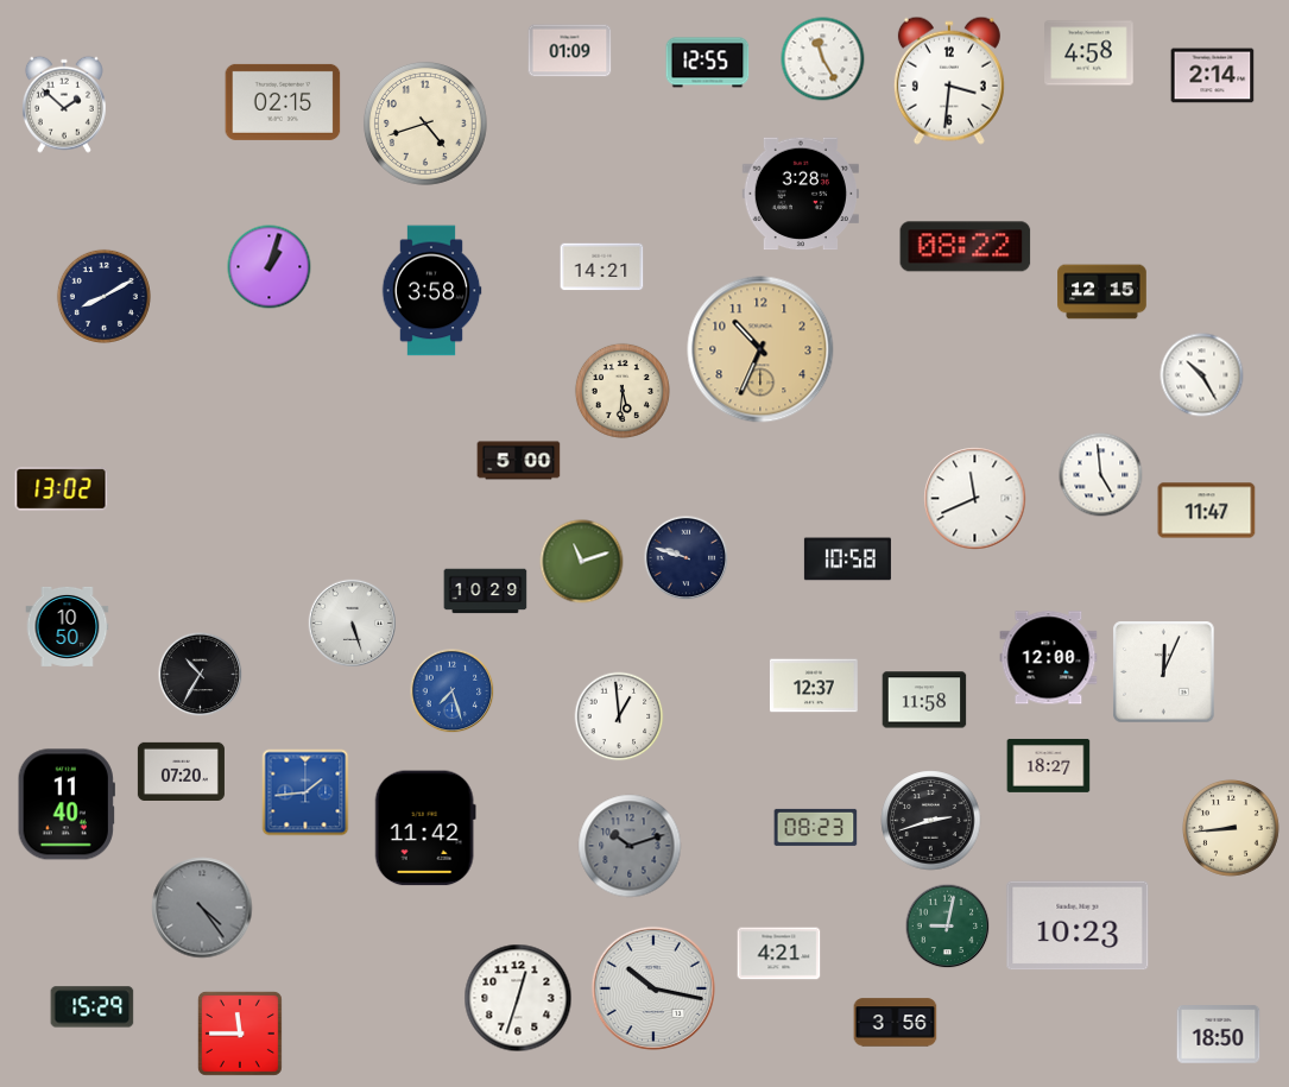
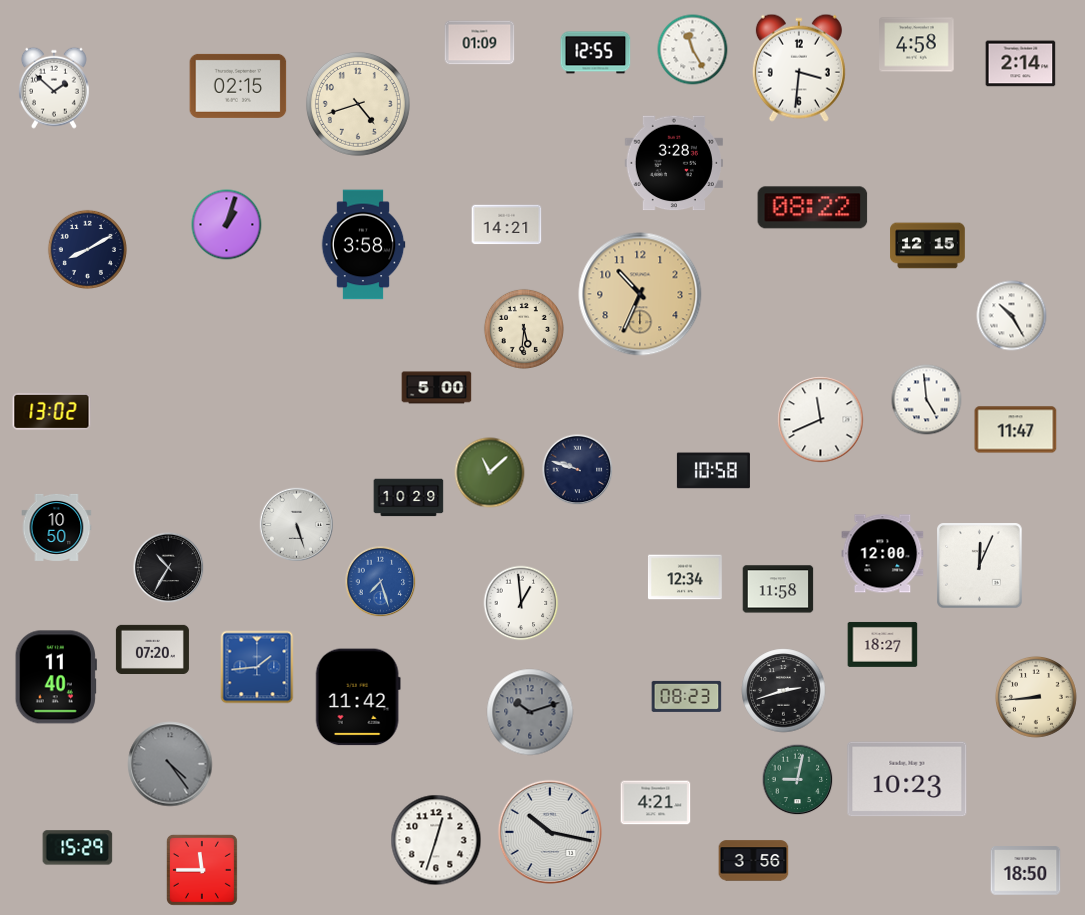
clock at (582, 562): 11:12 -> 11:08
clock at (814, 685): 12:37 -> 12:34
